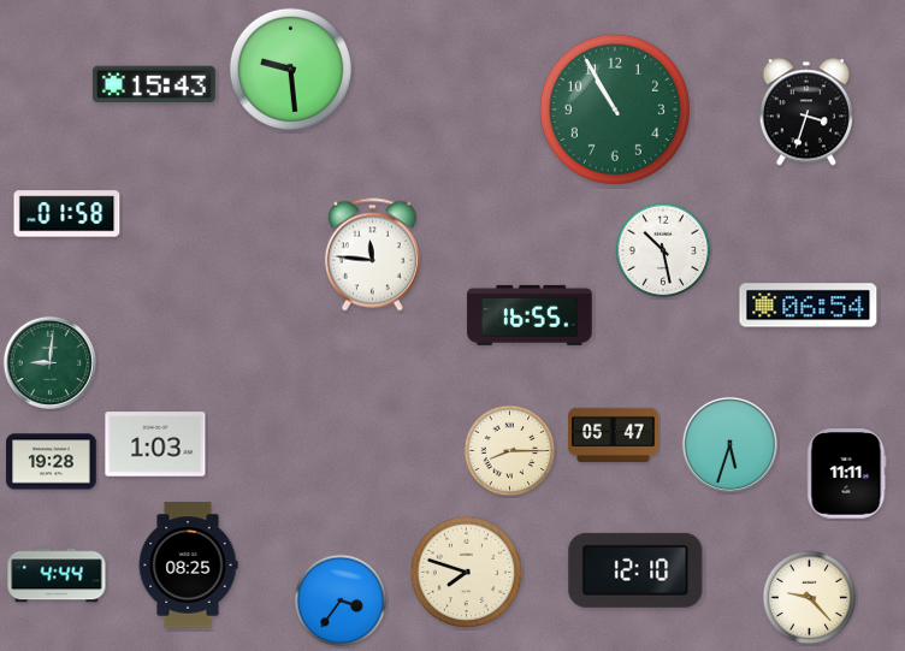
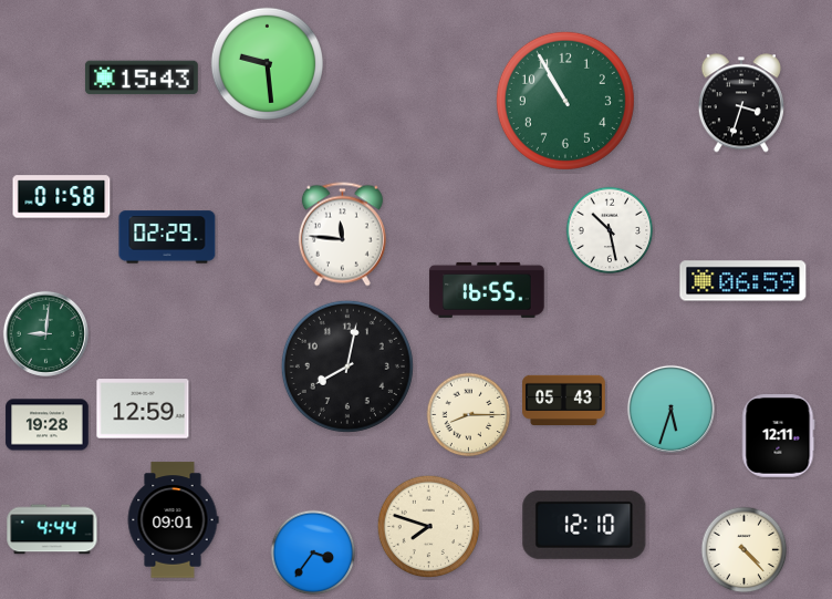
clock at (167, 237): none -> 02:29
clock at (809, 306): 06:54 -> 06:59
clock at (347, 366): none -> 8:02
clock at (614, 434): 05:47 -> 05:43
clock at (155, 444): 1:03 -> 12:59
clock at (847, 474): 11:11 -> 12:11
clock at (188, 566): 08:25 -> 09:01
clock at (810, 598): 9:23 -> 4:23
